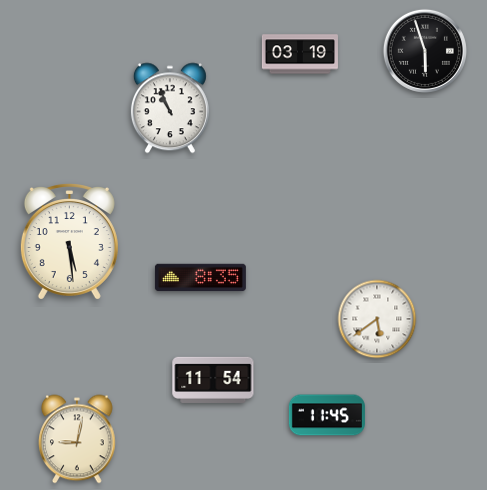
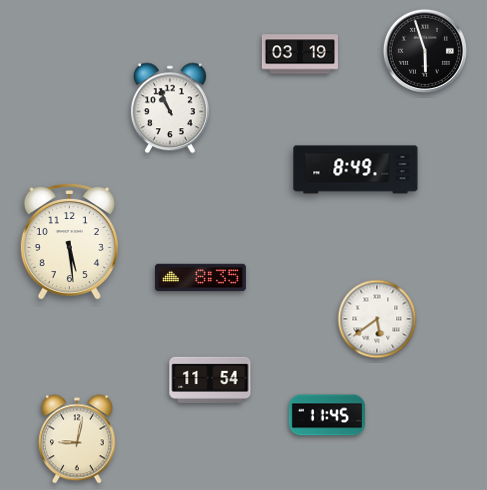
clock at (356, 170): none -> 8:49
clock at (213, 380) position: (213, 380) -> (210, 380)
